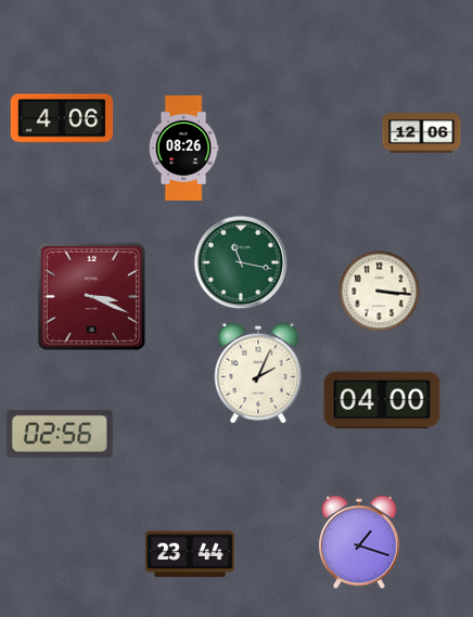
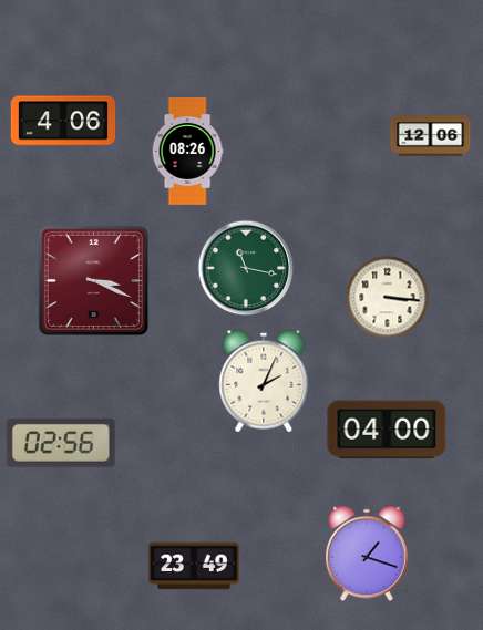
clock at (91, 296) position: (91, 296) -> (93, 280)
clock at (382, 400) position: (382, 400) -> (387, 430)
clock at (190, 554): 23:44 -> 23:49
